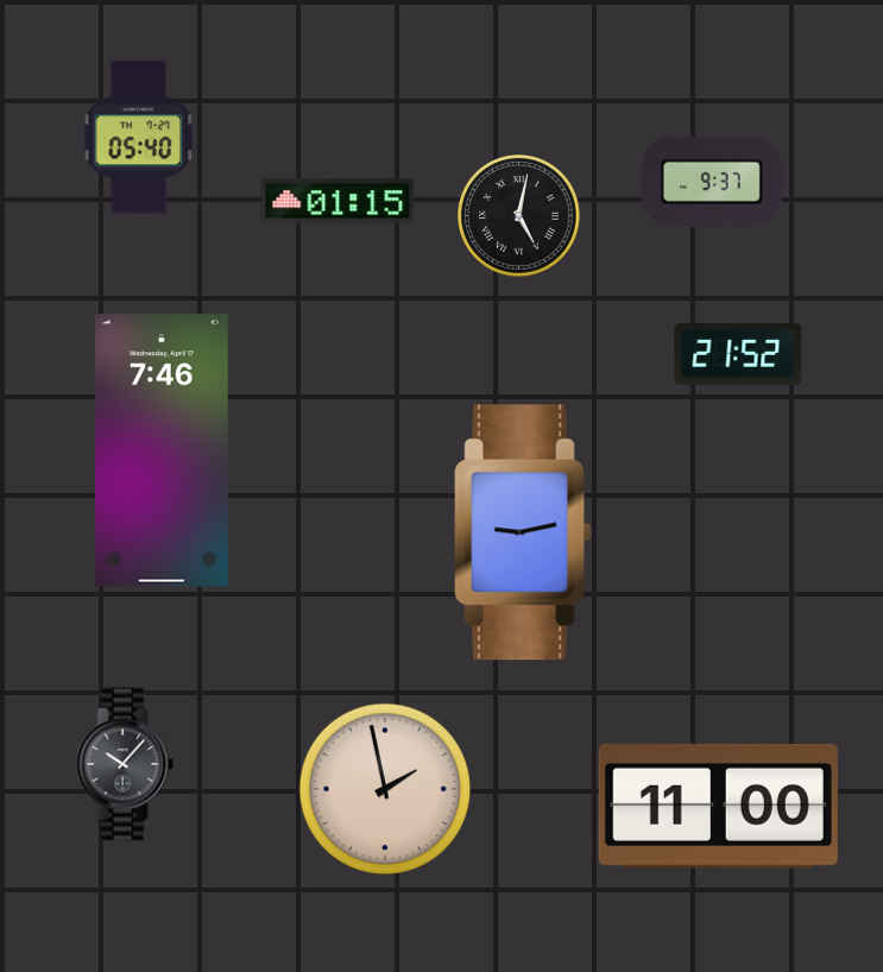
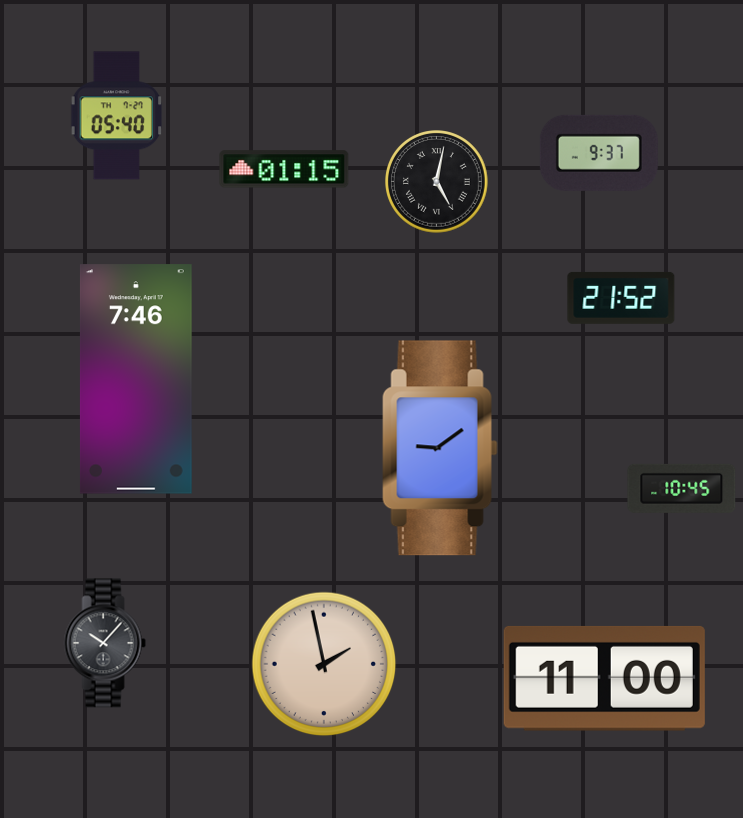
clock at (523, 532): 9:13 -> 9:09
clock at (682, 488): none -> 10:45
